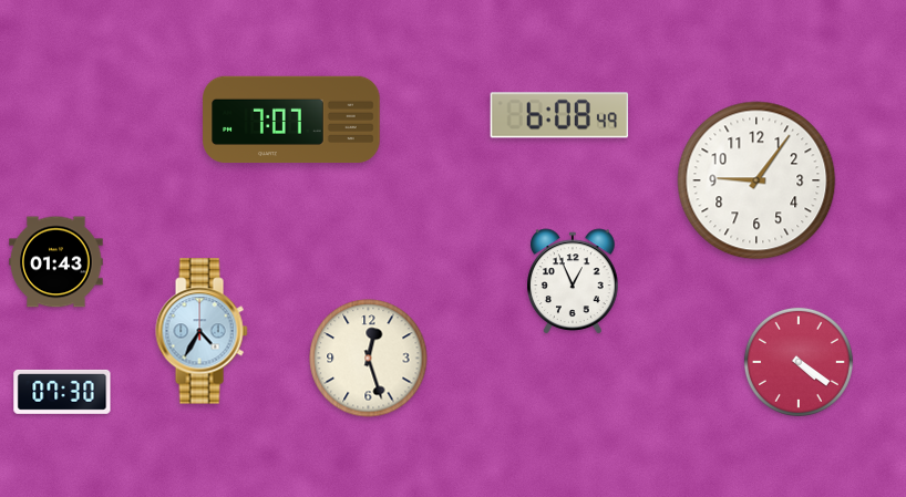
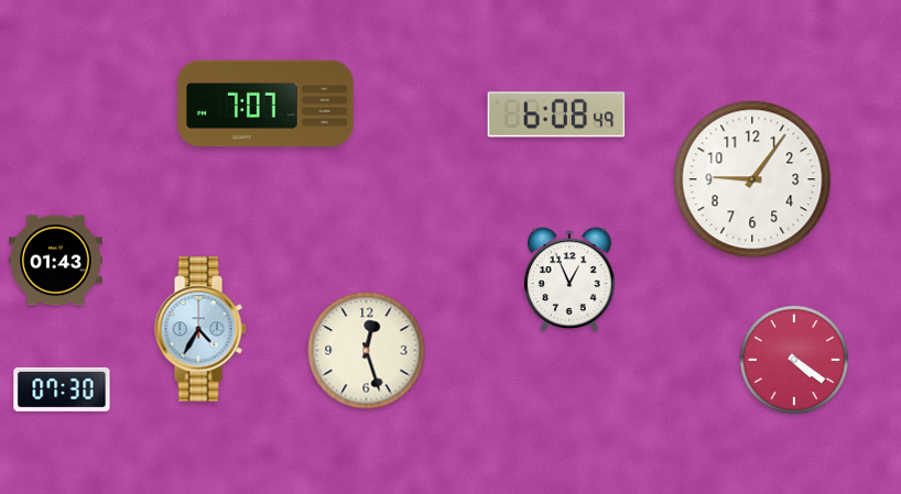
clock at (291, 120) position: (291, 120) -> (265, 103)
clock at (369, 359) position: (369, 359) -> (367, 351)
